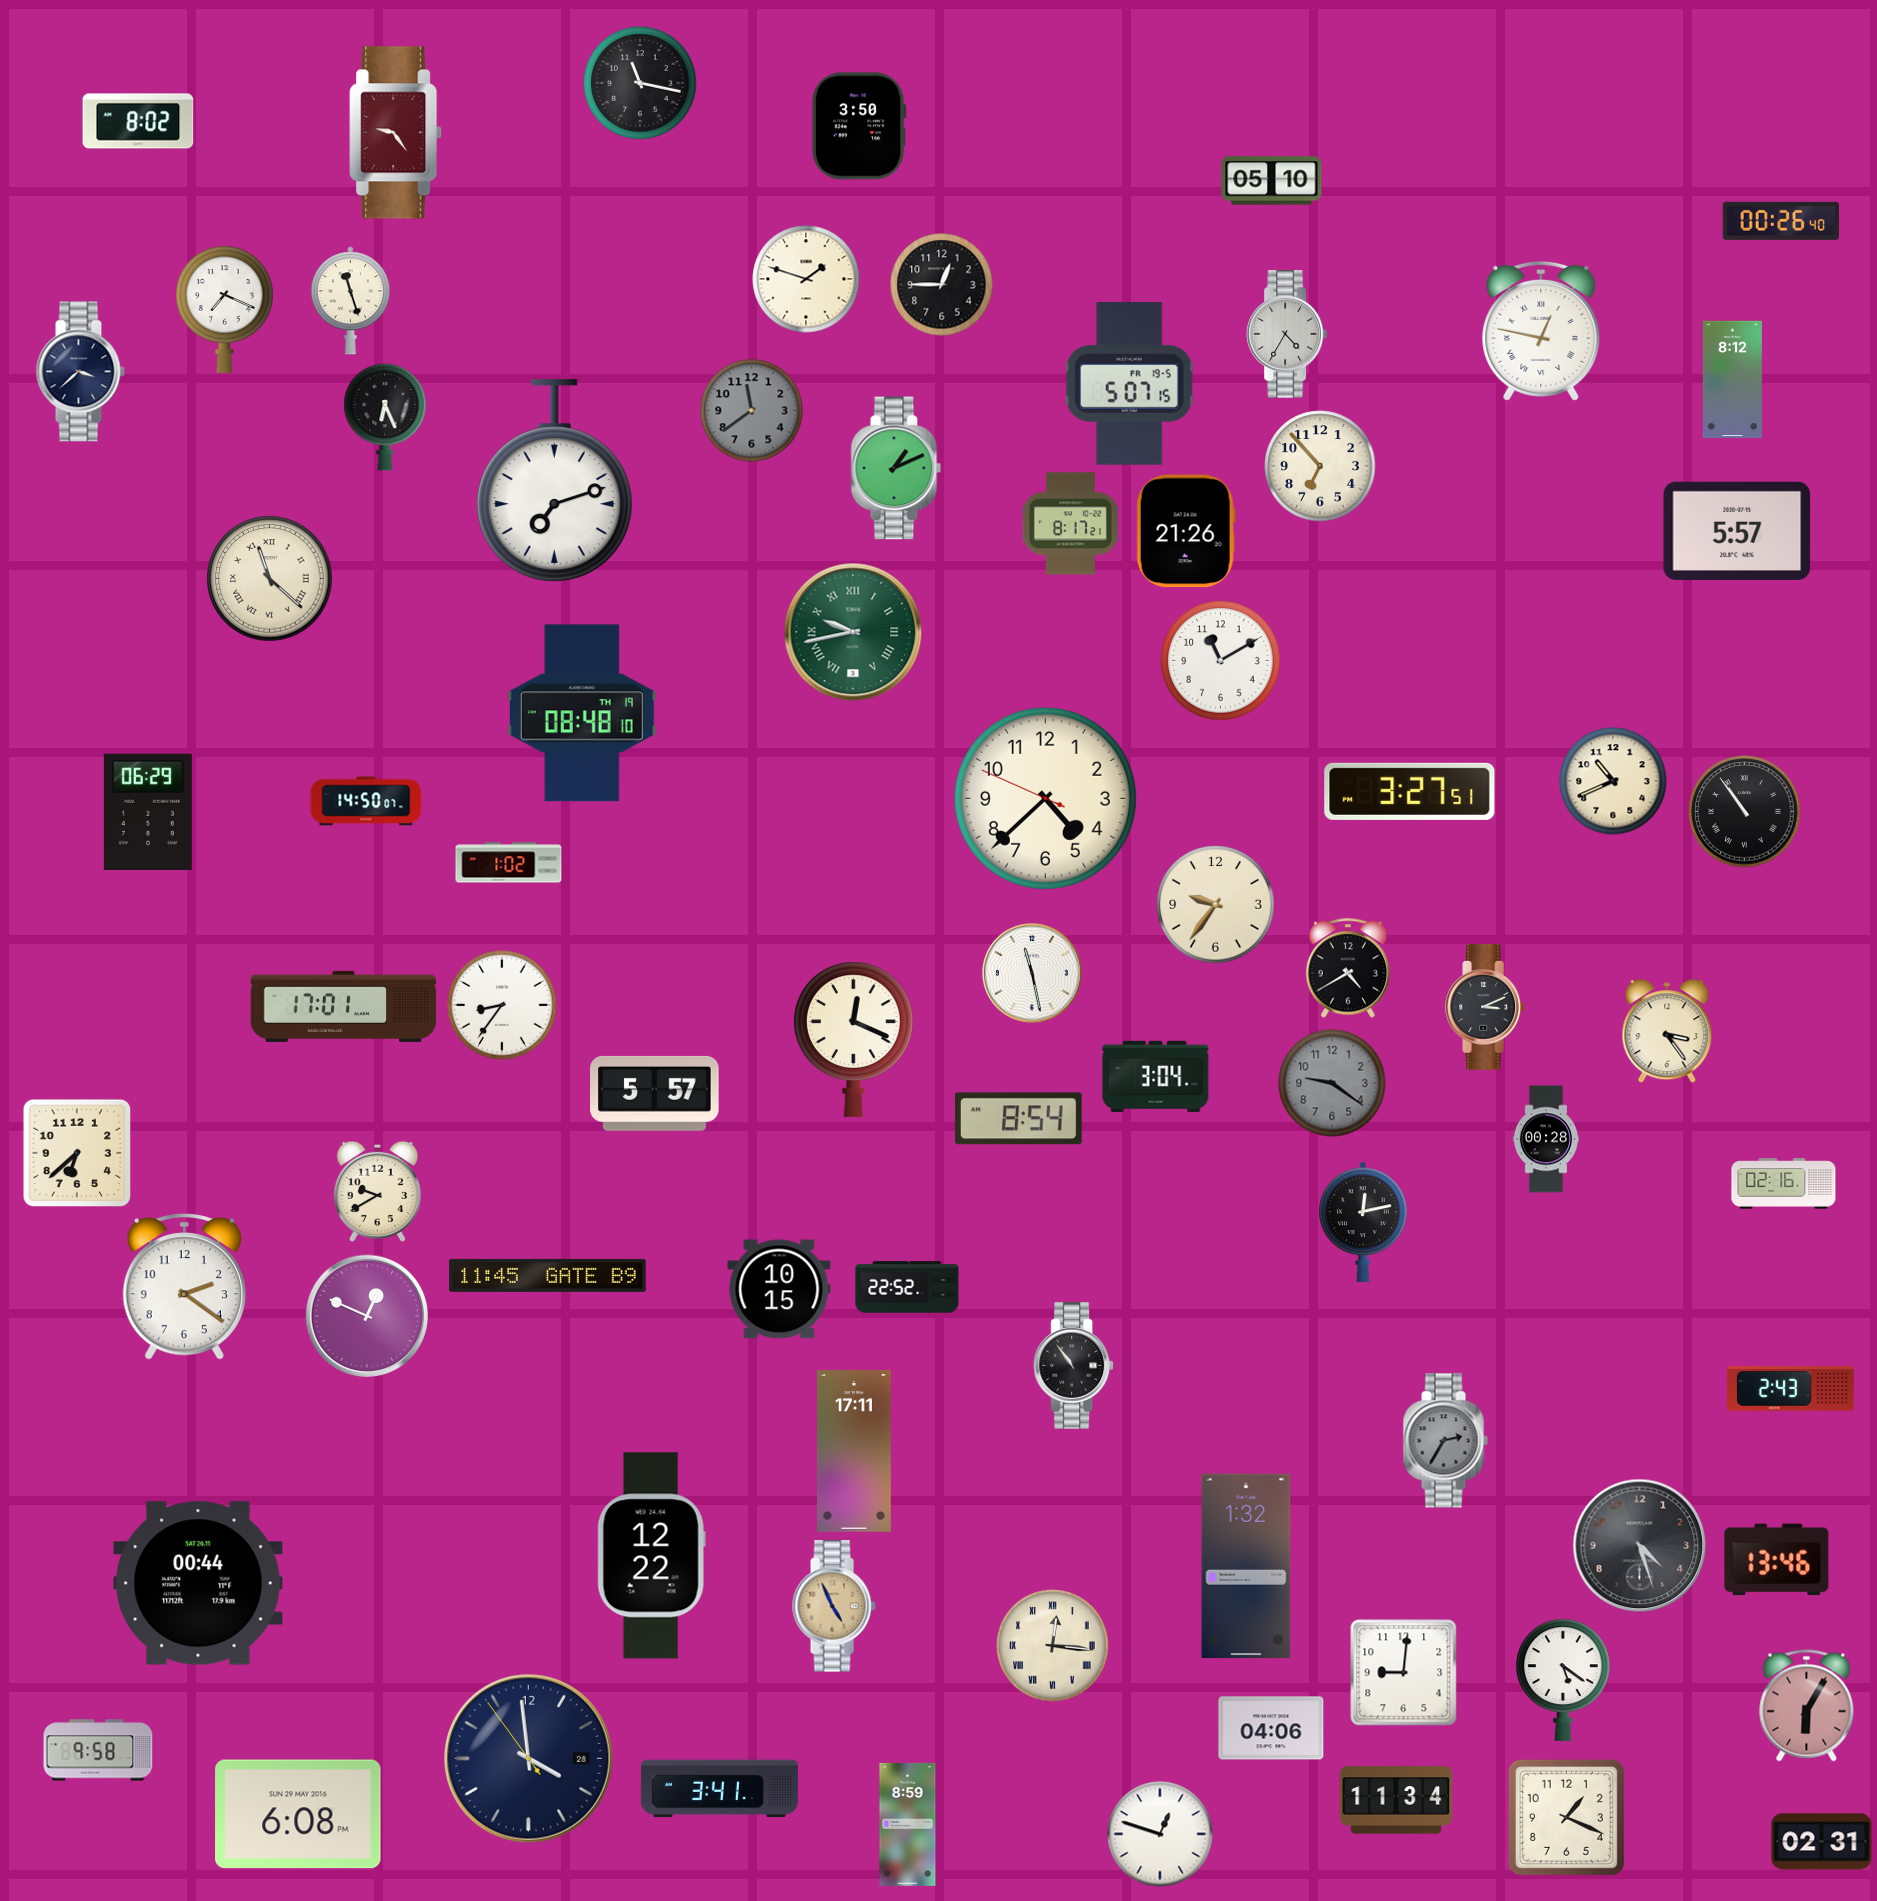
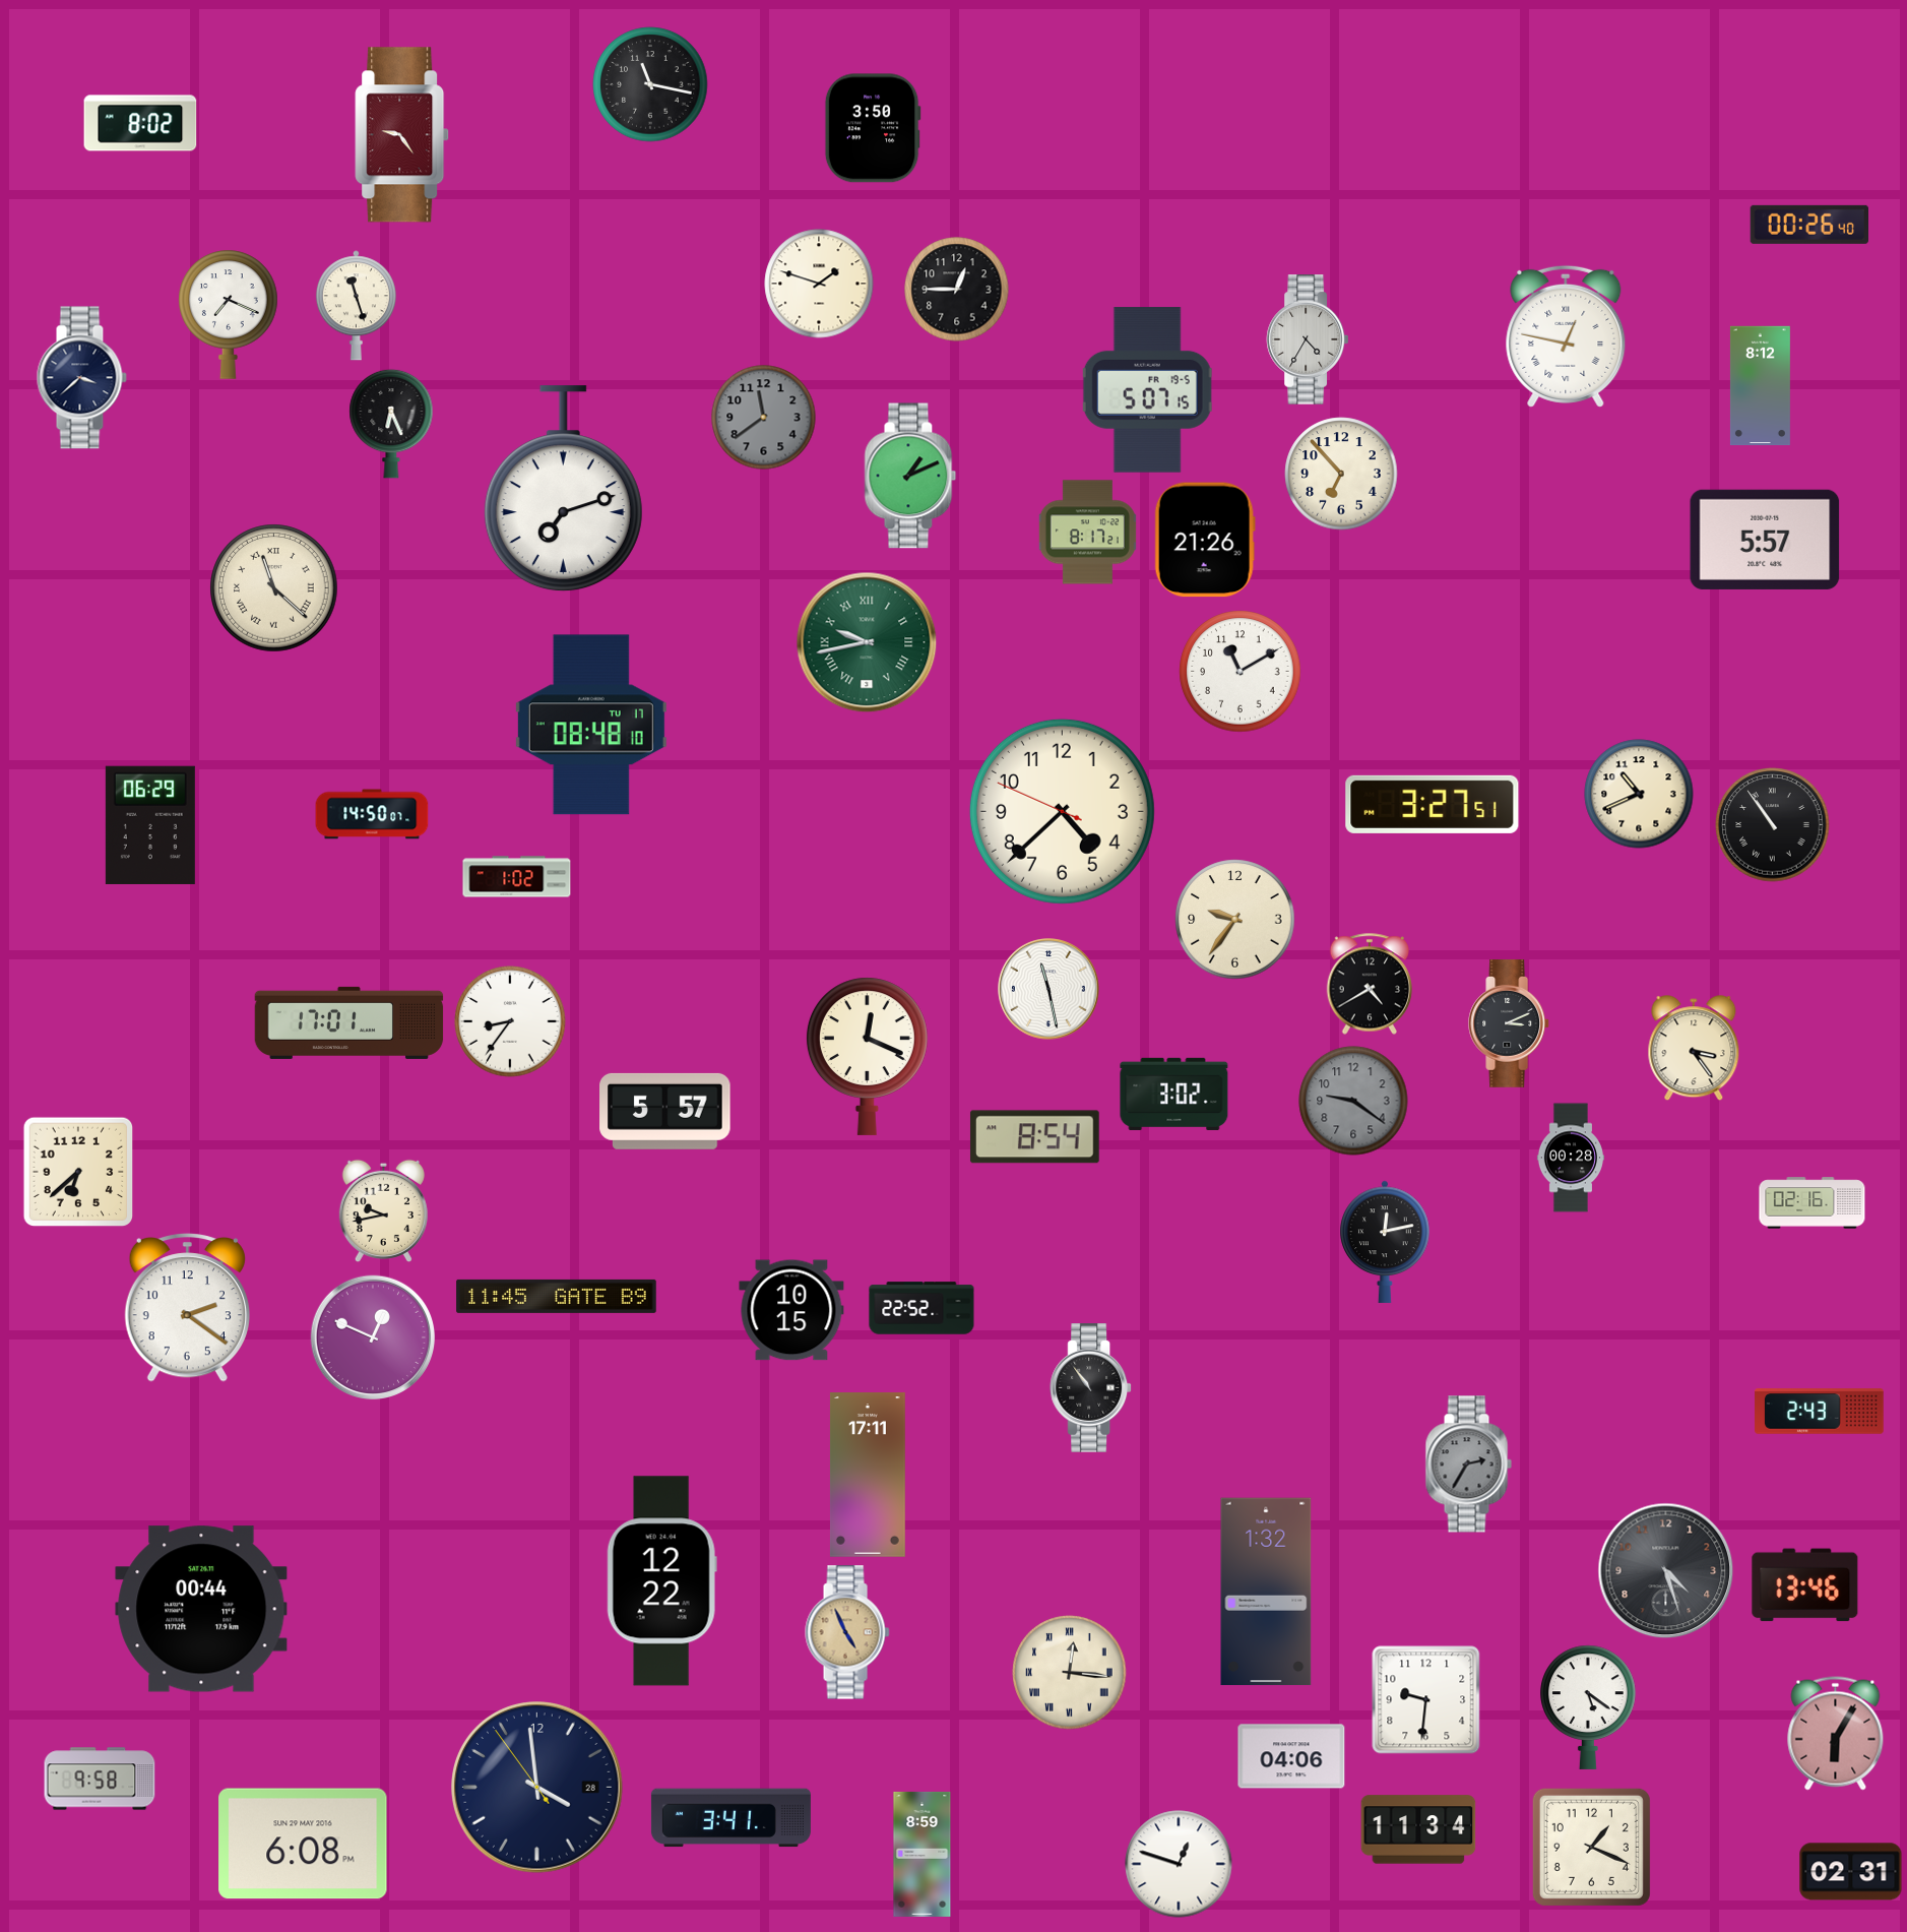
clock at (1272, 181): 05:10 -> none
clock at (582, 713) date: TH 19 -> TU 17
clock at (1156, 1076): 3:04 -> 3:02
clock at (377, 1191): 9:40 -> 9:43
clock at (1404, 1673): 9:01 -> 9:31
